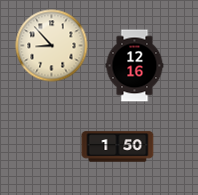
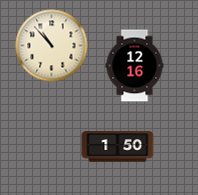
clock at (52, 46): 8:53 -> 10:53
